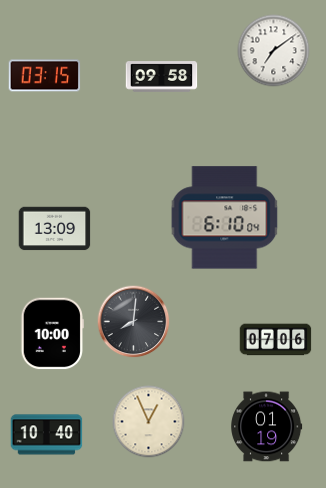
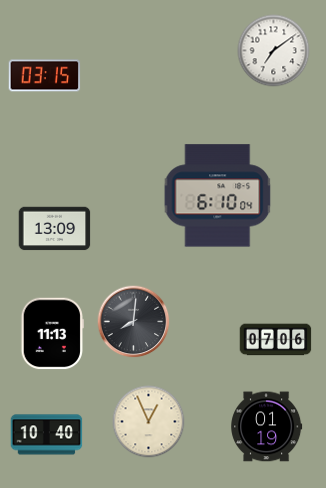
clock at (162, 77): 09:58 -> none
clock at (225, 218) position: (225, 218) -> (218, 196)
clock at (52, 334): 10:00 -> 11:13
